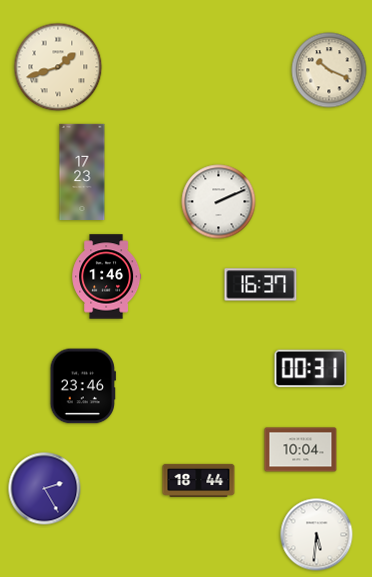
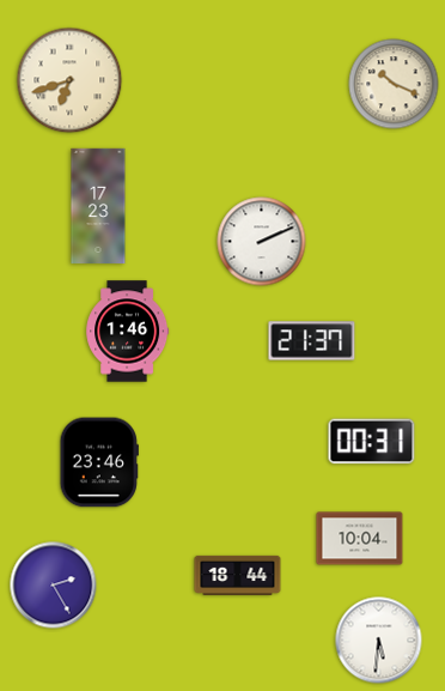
clock at (58, 67): 1:42 -> 6:42
clock at (261, 285): 16:37 -> 21:37
